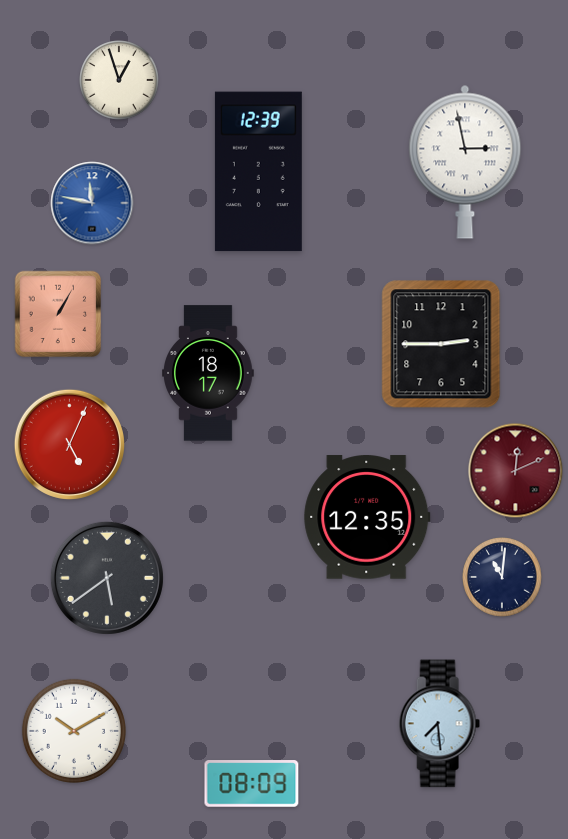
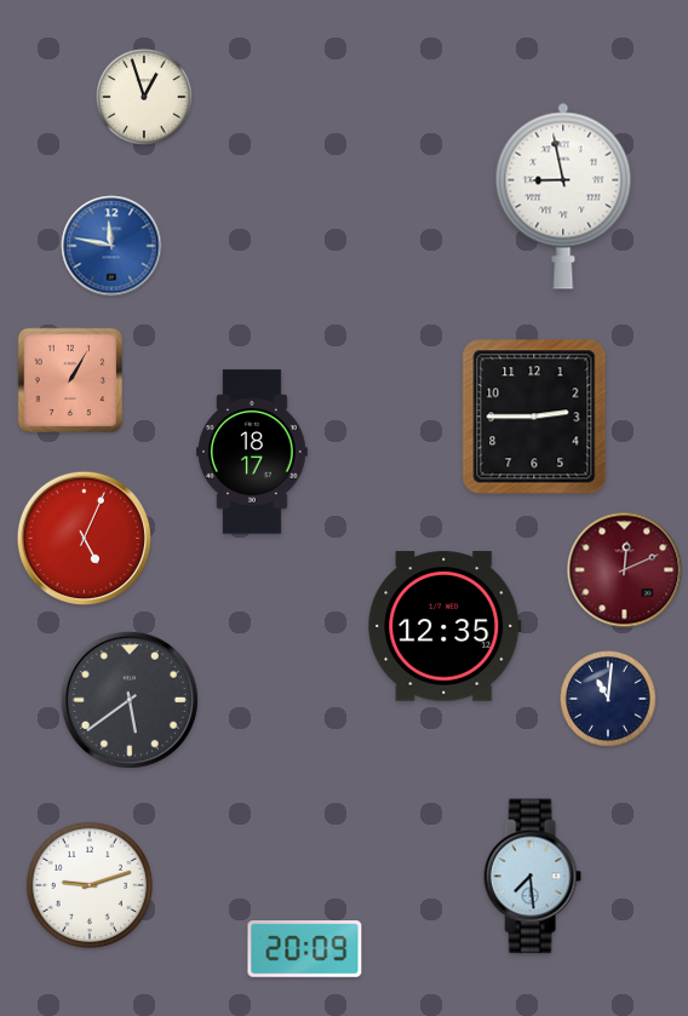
clock at (465, 162): 2:58 -> 8:58
clock at (258, 172): 12:39 -> none
clock at (74, 731): 10:10 -> 9:12
clock at (252, 784): 08:09 -> 20:09
